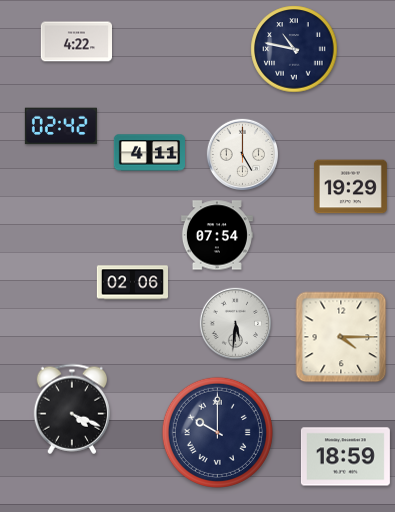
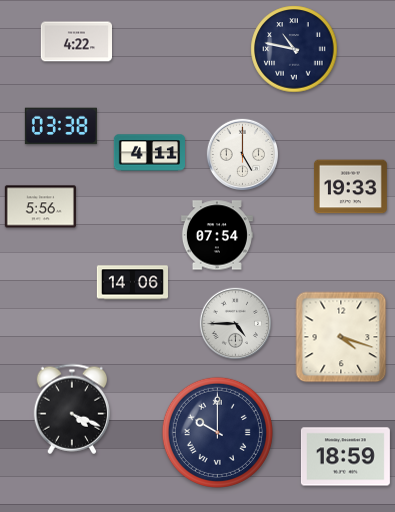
clock at (61, 126): 02:42 -> 03:38
clock at (350, 187): 19:29 -> 19:33
clock at (40, 207): none -> 5:56
clock at (132, 283): 02:06 -> 14:06
clock at (235, 323): 5:31 -> 4:45
clock at (341, 337): 4:15 -> 4:18
